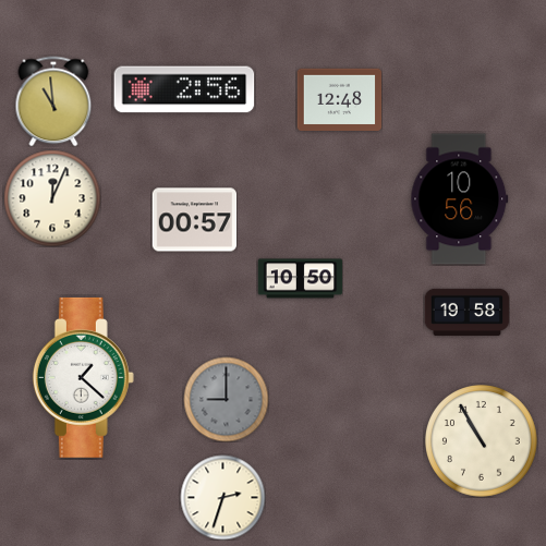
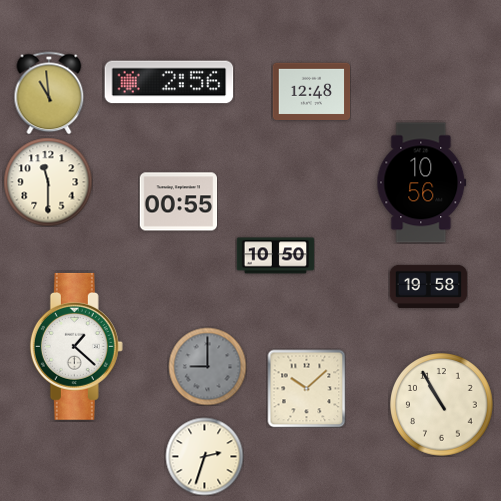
clock at (52, 198): 12:04 -> 11:30
clock at (194, 220): 00:57 -> 00:55
clock at (306, 388): none -> 10:08
